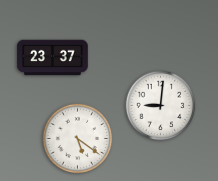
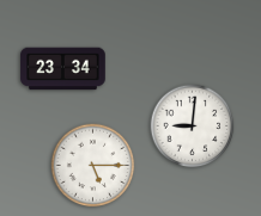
clock at (53, 58): 23:37 -> 23:34
clock at (78, 139): 5:21 -> 5:15
